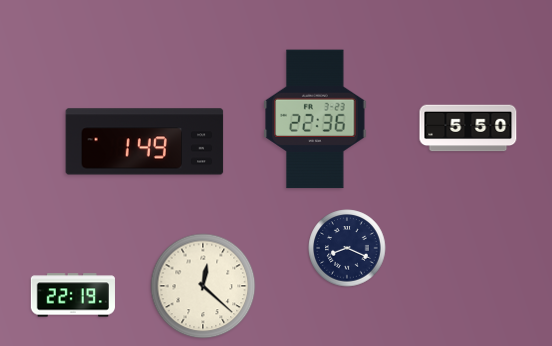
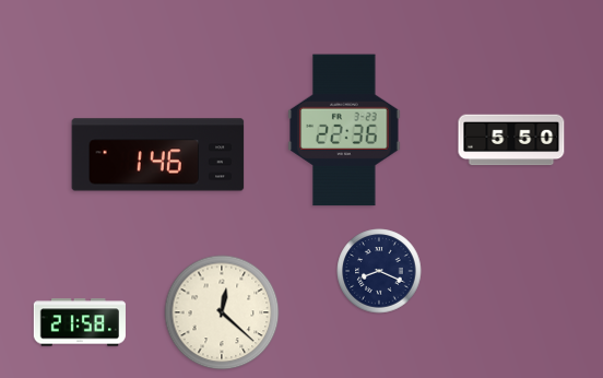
clock at (145, 142): 1:49 -> 1:46
clock at (73, 295): 22:19 -> 21:58
